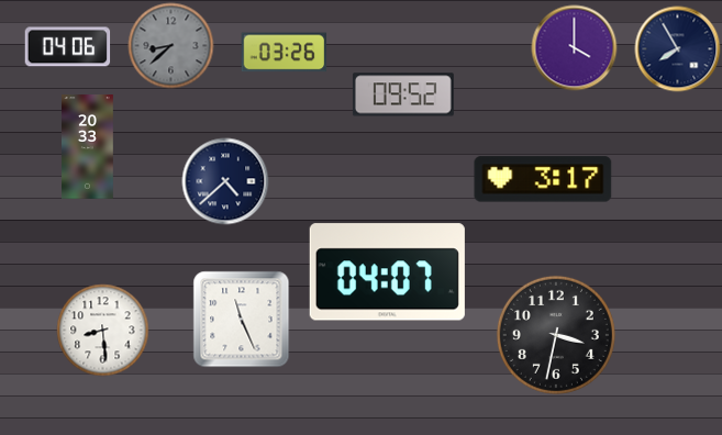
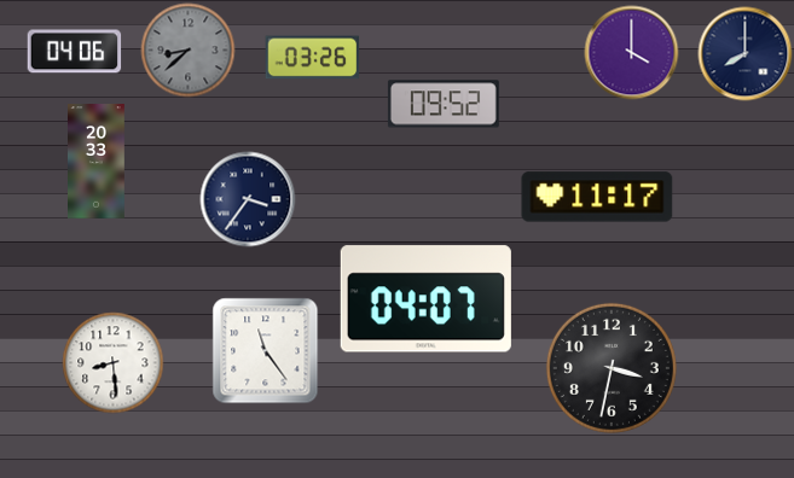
clock at (677, 48): 7:55 -> 8:00
clock at (543, 179): 3:17 -> 11:17
clock at (225, 181): 4:38 -> 3:36
clock at (241, 319): 11:26 -> 11:24
